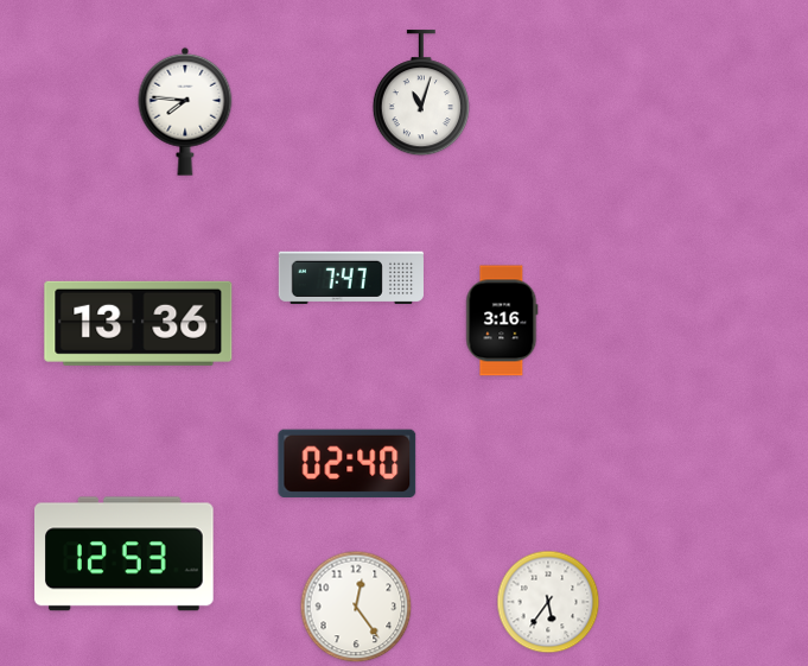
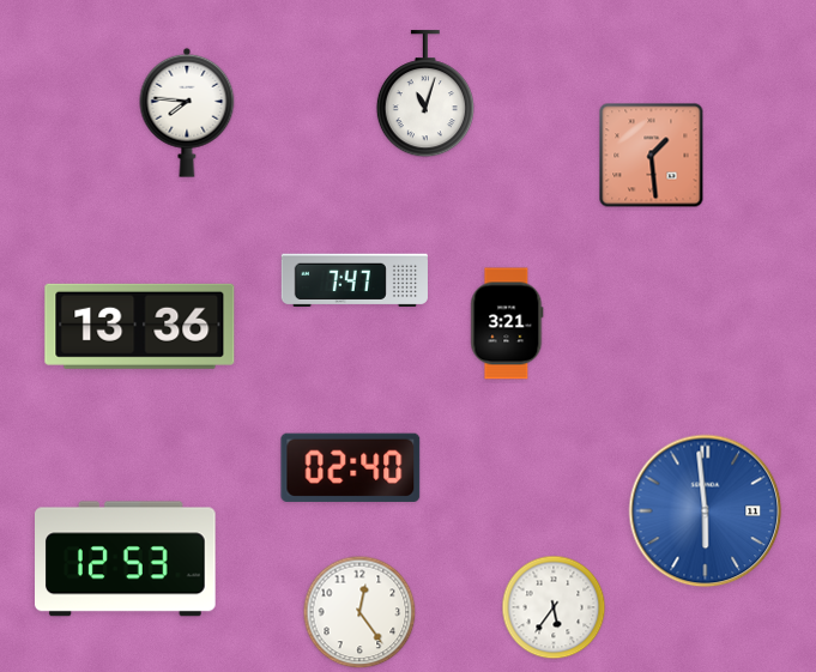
clock at (652, 156): none -> 1:29
clock at (502, 321): 3:16 -> 3:21
clock at (706, 511): none -> 5:59
